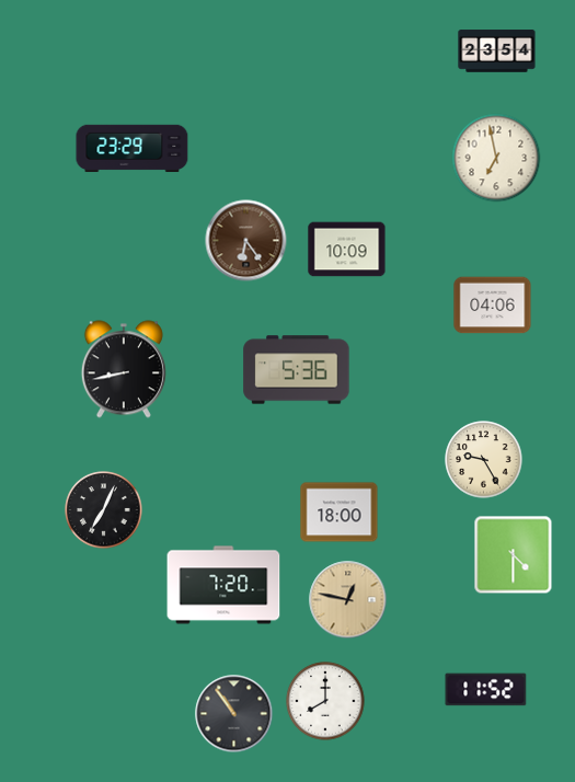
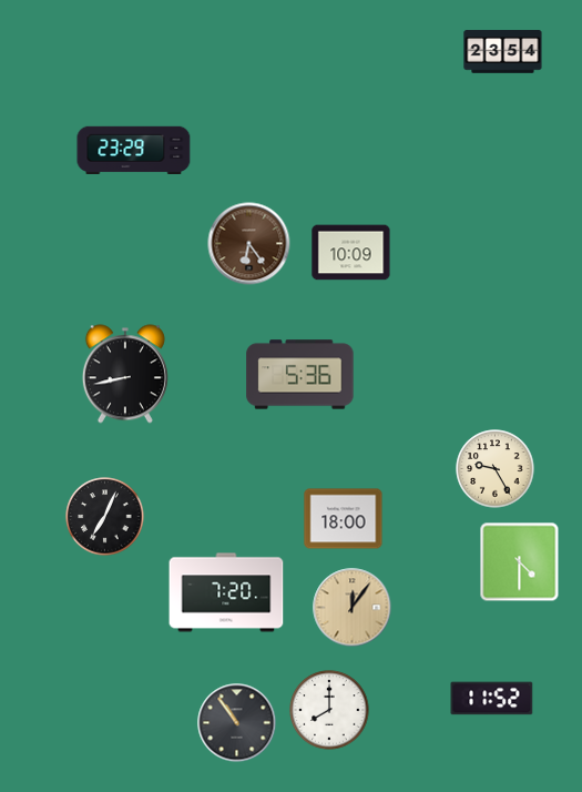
clock at (496, 158): 6:58 -> none
clock at (493, 306): 04:06 -> none
clock at (484, 460) position: (484, 460) -> (496, 469)
clock at (348, 600): 12:47 -> 12:06
